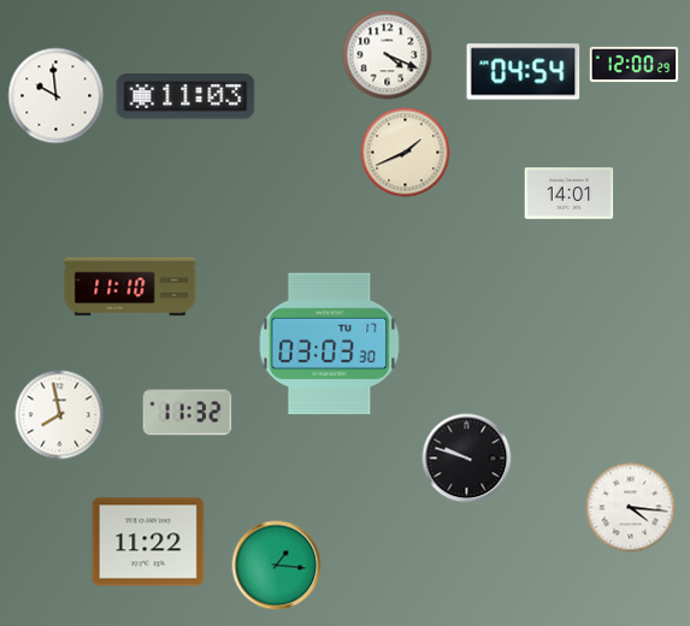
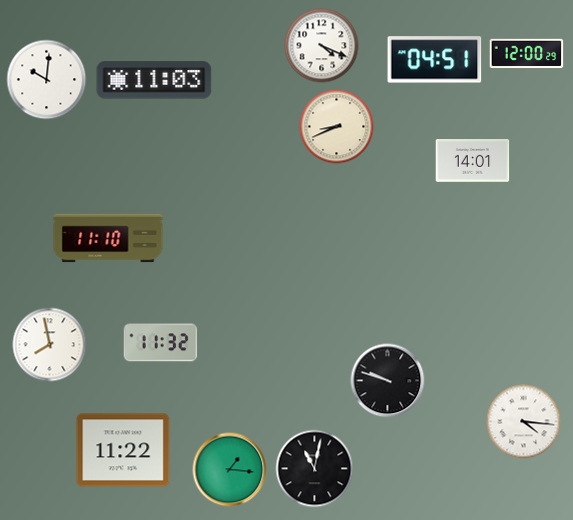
clock at (524, 72): 04:54 -> 04:51
clock at (57, 96): 9:59 -> 10:01
clock at (406, 153): 1:41 -> 8:41
clock at (330, 344): 03:03 -> none
clock at (188, 413) position: (188, 413) -> (161, 343)
clock at (315, 469): none -> 11:02
